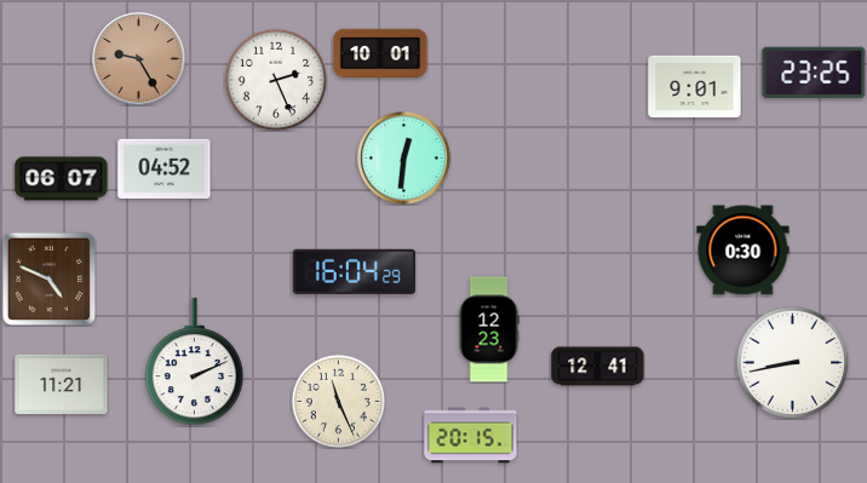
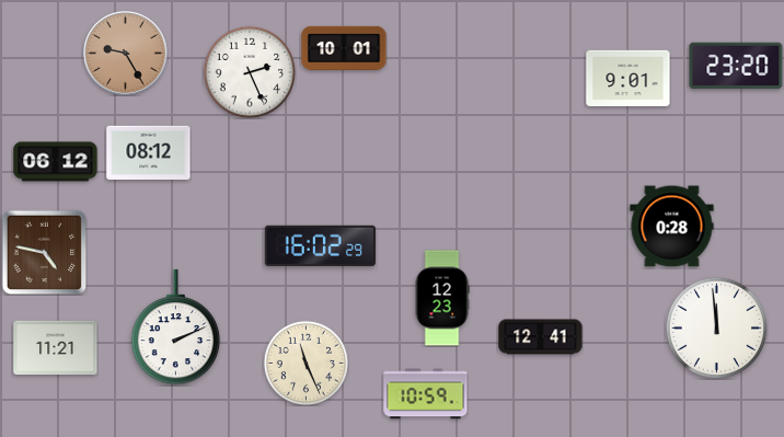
clock at (814, 73): 23:25 -> 23:20
clock at (404, 159): 12:31 -> none
clock at (165, 168): 04:52 -> 08:12
clock at (62, 179): 06:07 -> 06:12
clock at (743, 251): 0:30 -> 0:28
clock at (354, 271): 16:04 -> 16:02
clock at (48, 278): 4:49 -> 4:47
clock at (792, 362): 8:43 -> 11:59
clock at (598, 367) position: (598, 367) -> (541, 337)
clock at (471, 436): 20:15 -> 10:59
